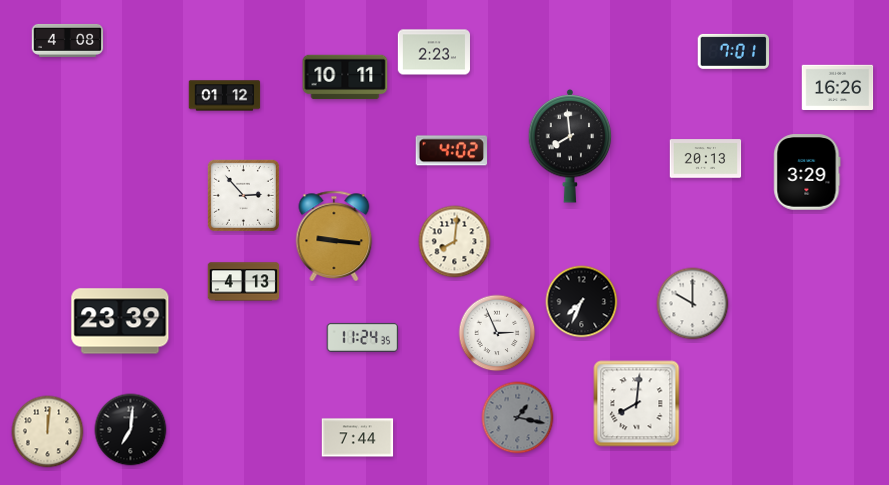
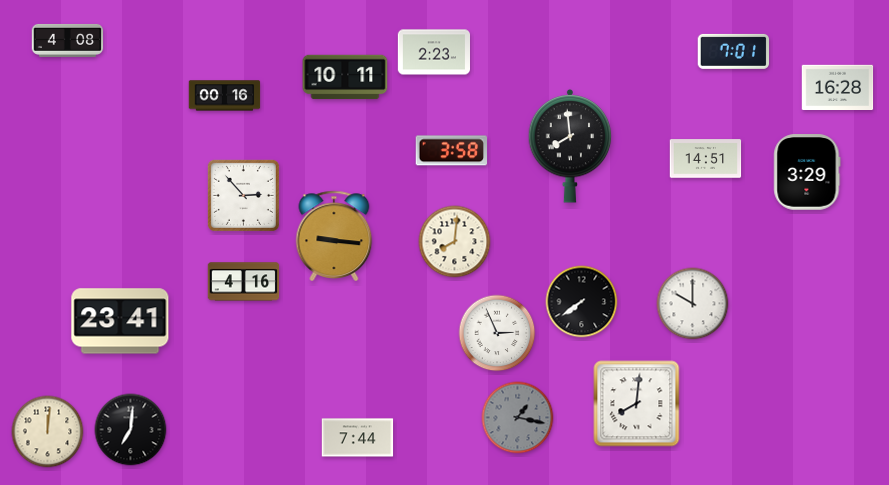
clock at (838, 88): 16:26 -> 16:28
clock at (225, 96): 01:12 -> 00:16
clock at (452, 151): 4:02 -> 3:58
clock at (706, 159): 20:13 -> 14:51
clock at (244, 282): 4:13 -> 4:16
clock at (582, 302): 7:34 -> 7:39
clock at (120, 321): 23:39 -> 23:41
clock at (363, 337): 11:24 -> none
